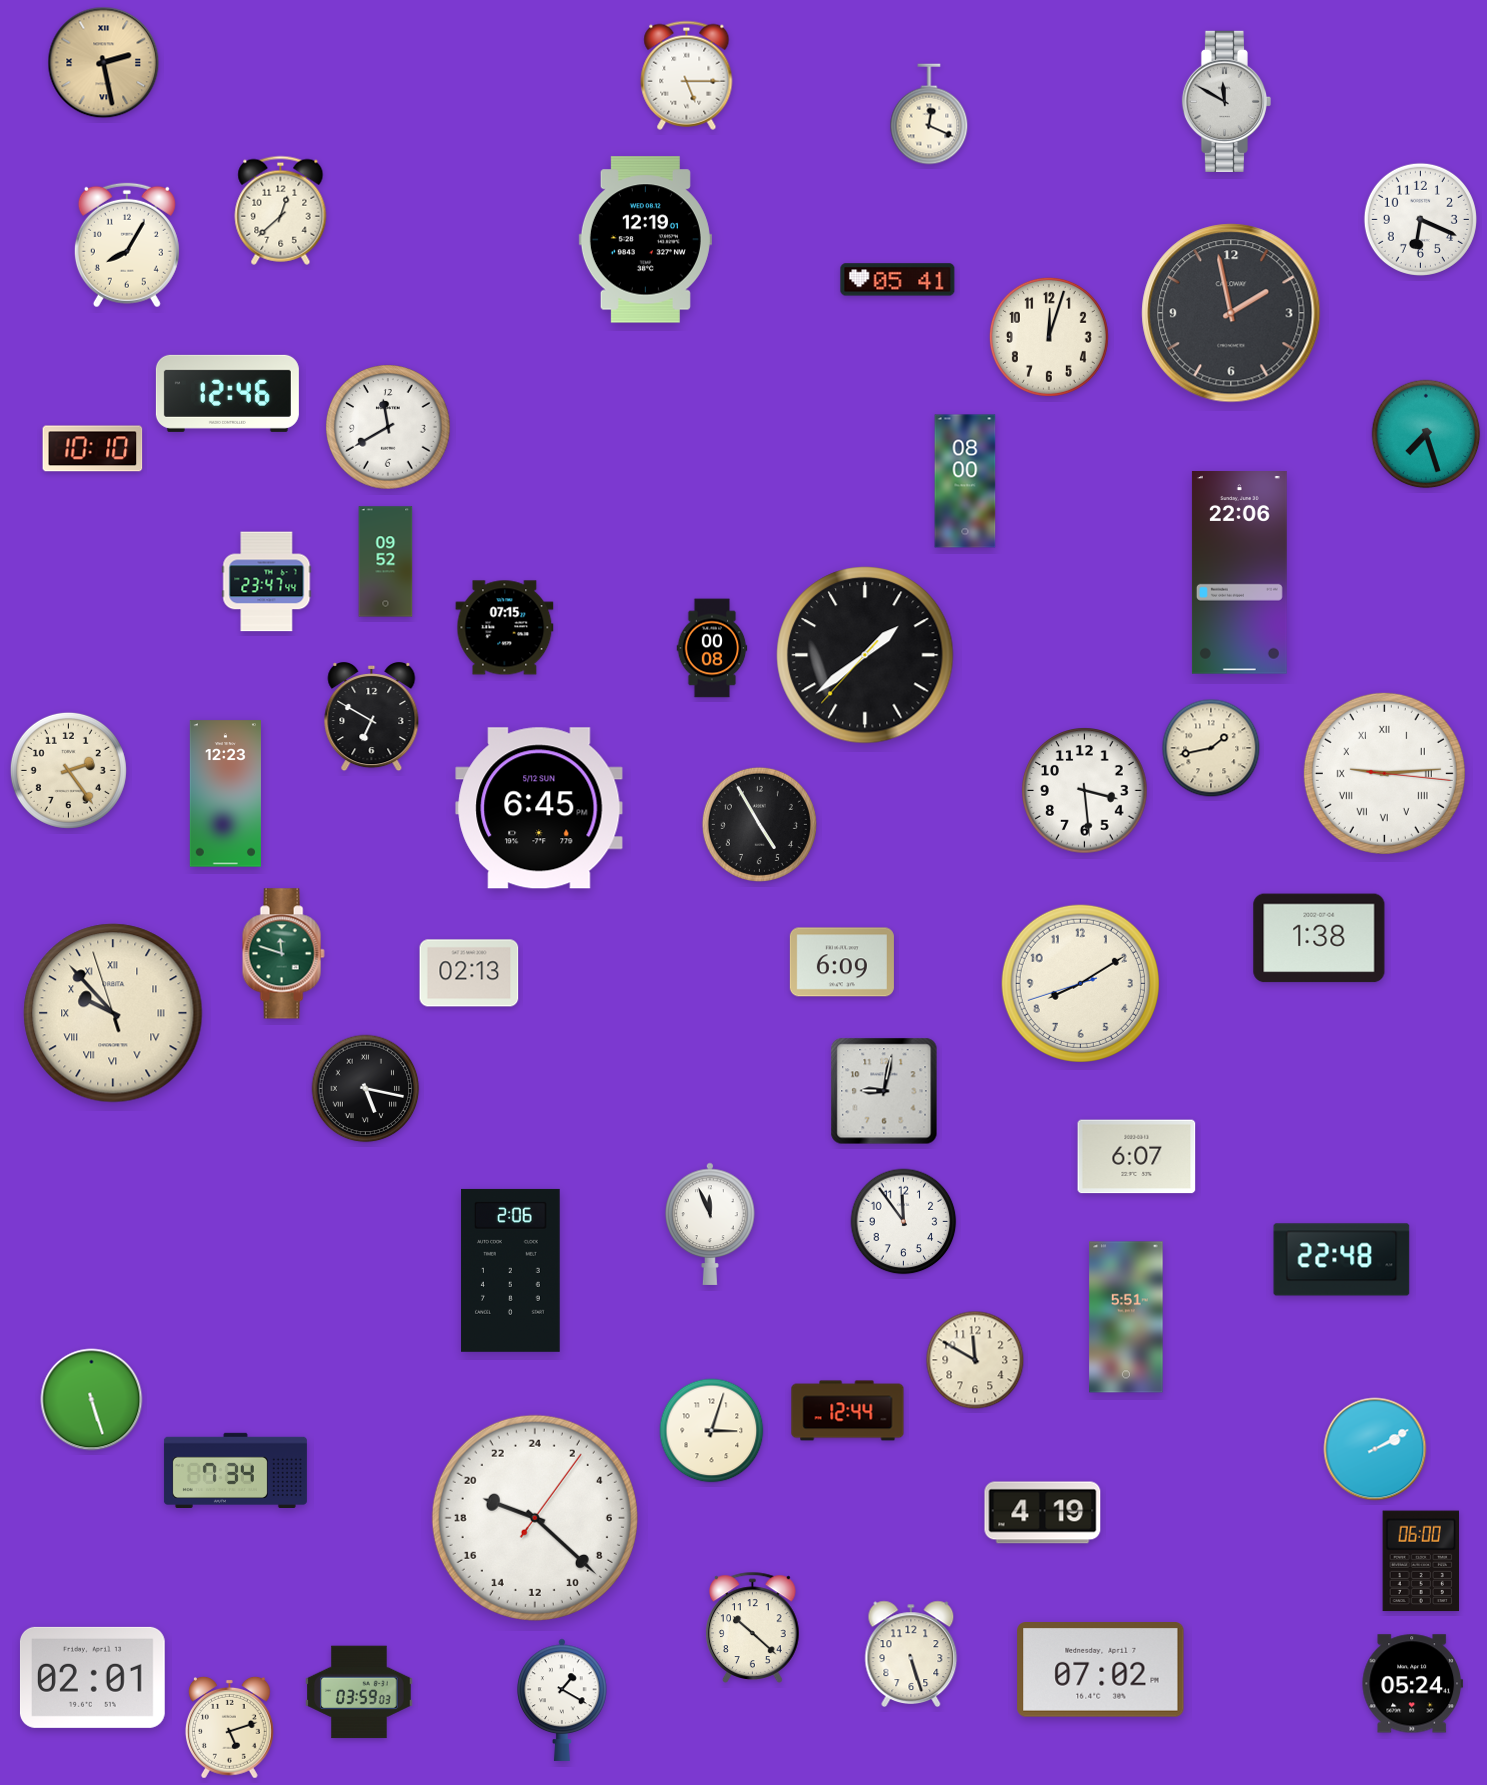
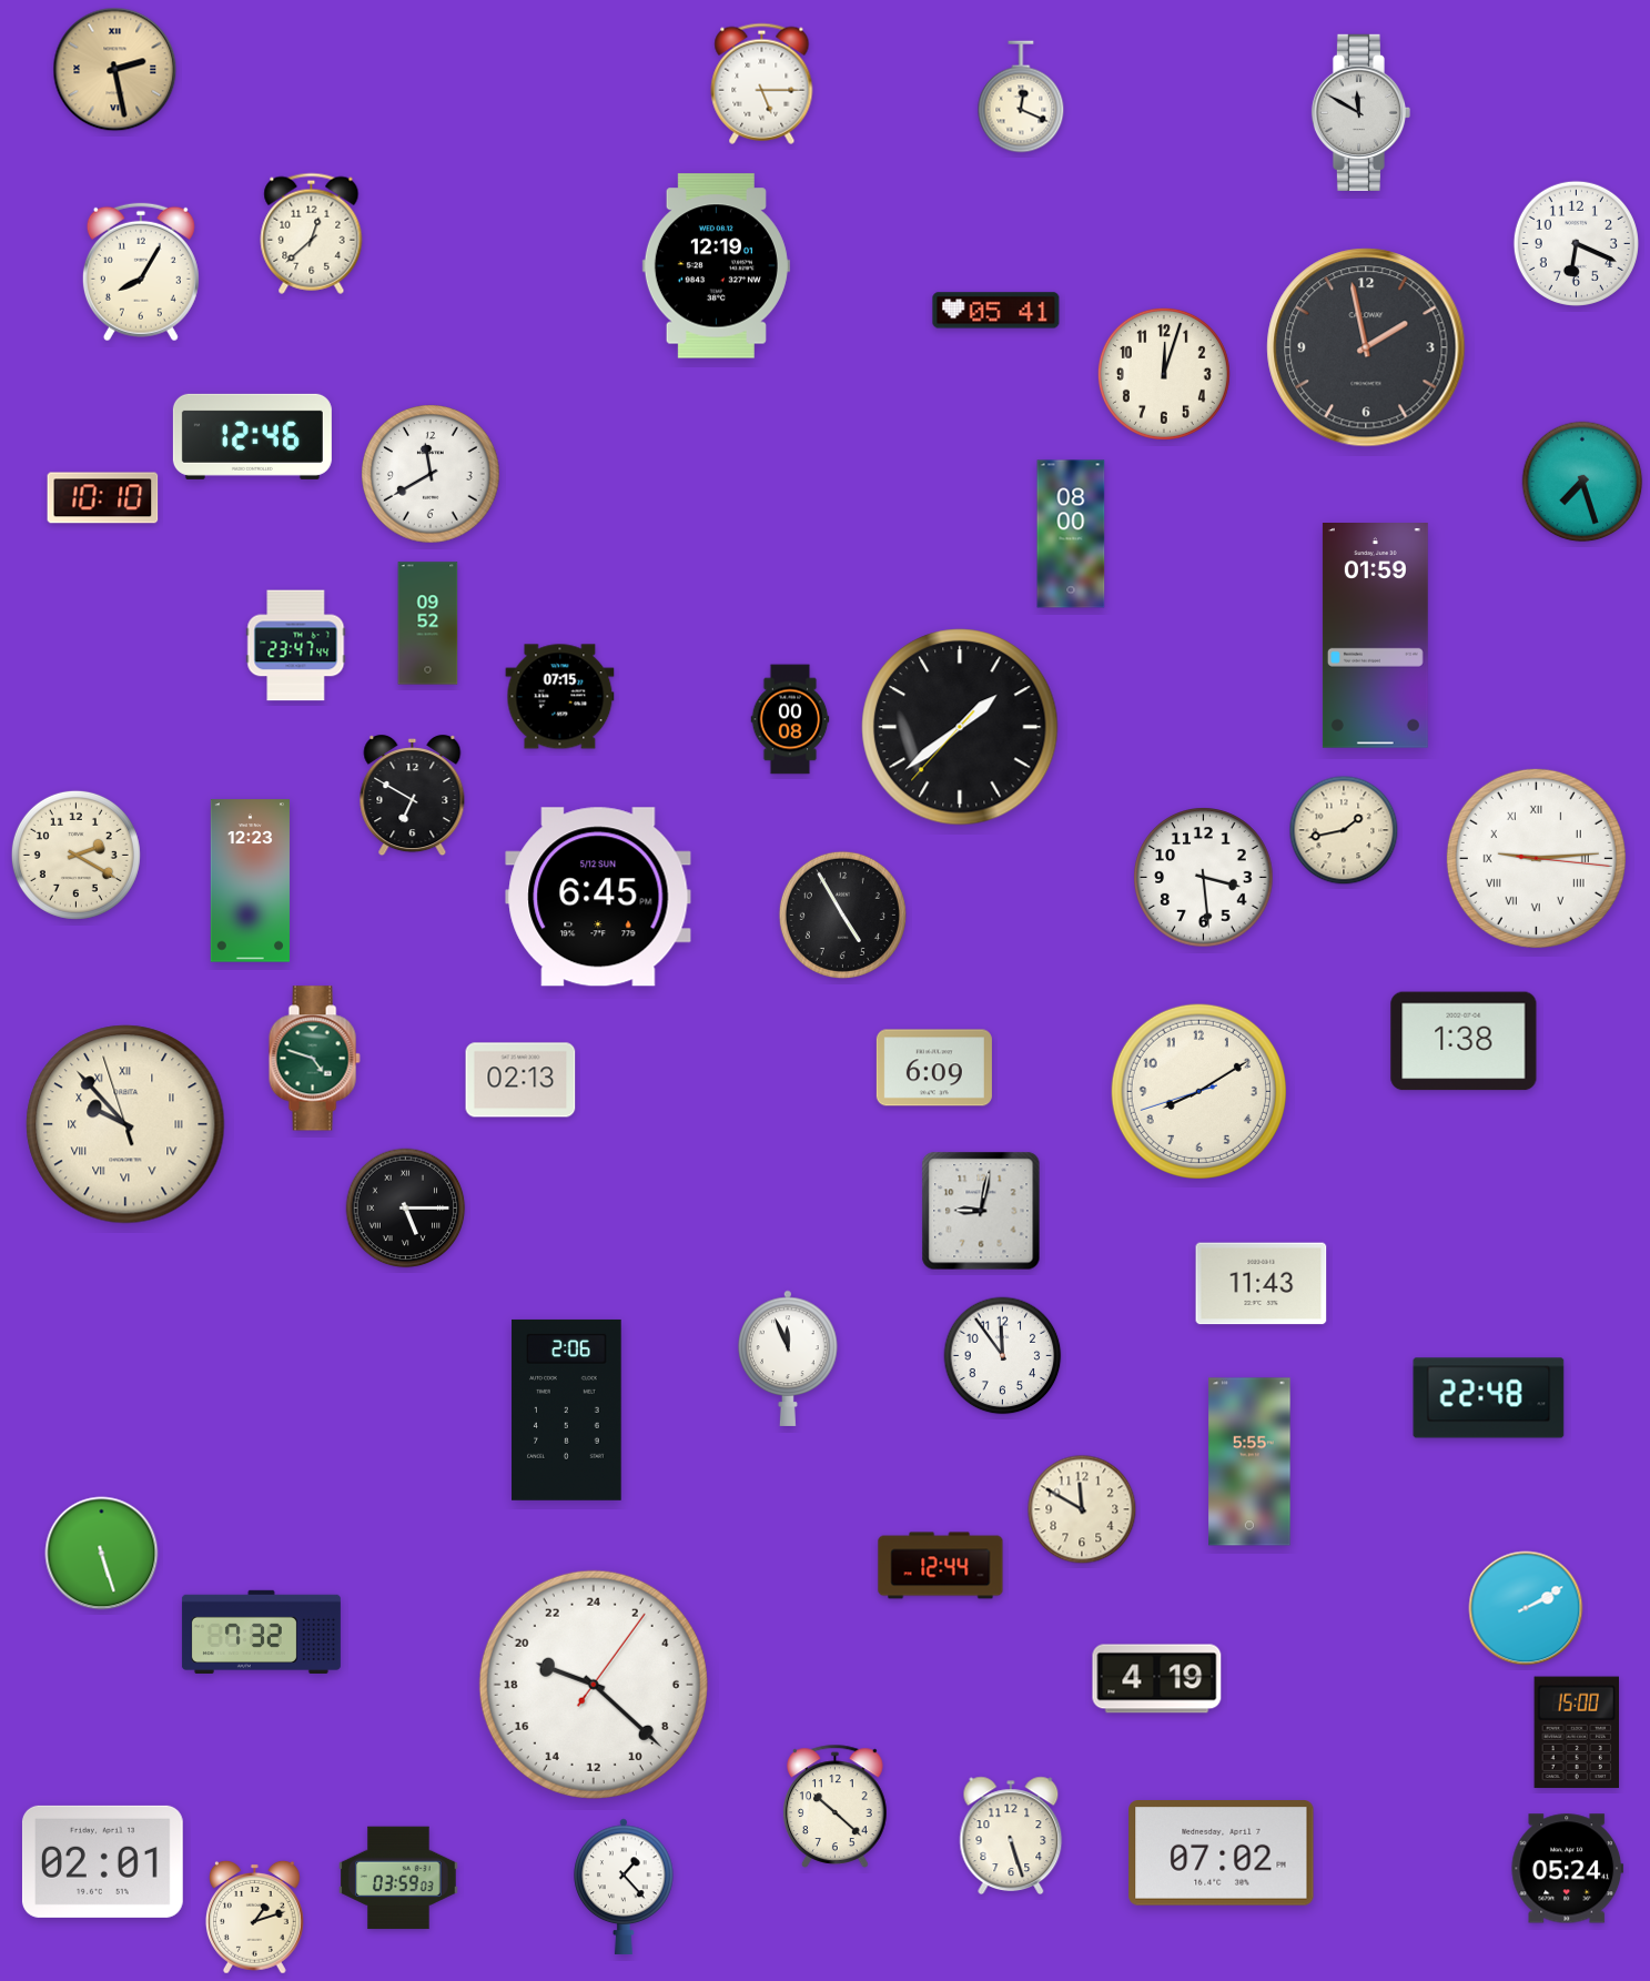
clock at (929, 114) position: (929, 114) -> (1021, 97)
clock at (1239, 573): 22:06 -> 01:59
clock at (68, 770): 2:24 -> 2:20
clock at (283, 954): 11:48 -> 4:48
clock at (366, 1089): 5:17 -> 5:15
clock at (1137, 1157): 6:07 -> 11:43
clock at (1126, 1317): 5:51 -> 5:55
clock at (712, 1431): 3:03 -> none
clock at (235, 1470): 7:34 -> 7:32
clock at (1420, 1561): 06:00 -> 15:00
clock at (562, 1700): 1:20 -> 1:23
clock at (229, 1727): 5:12 -> 1:12
